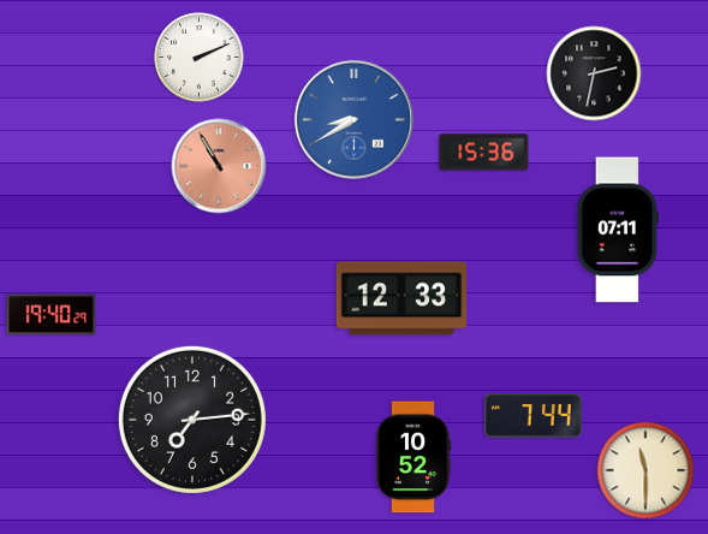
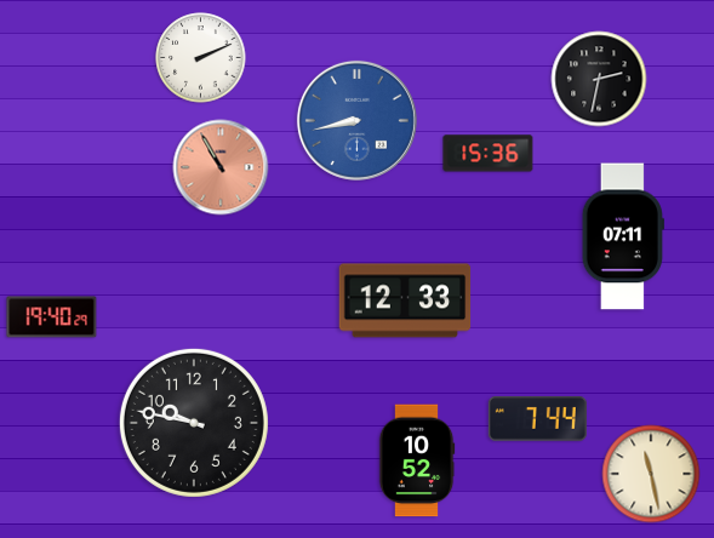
clock at (594, 73) position: (594, 73) -> (599, 79)
clock at (353, 119): 8:40 -> 8:43
clock at (618, 230) position: (618, 230) -> (623, 236)
clock at (192, 420): 7:14 -> 9:47
clock at (645, 470): 11:30 -> 11:28
